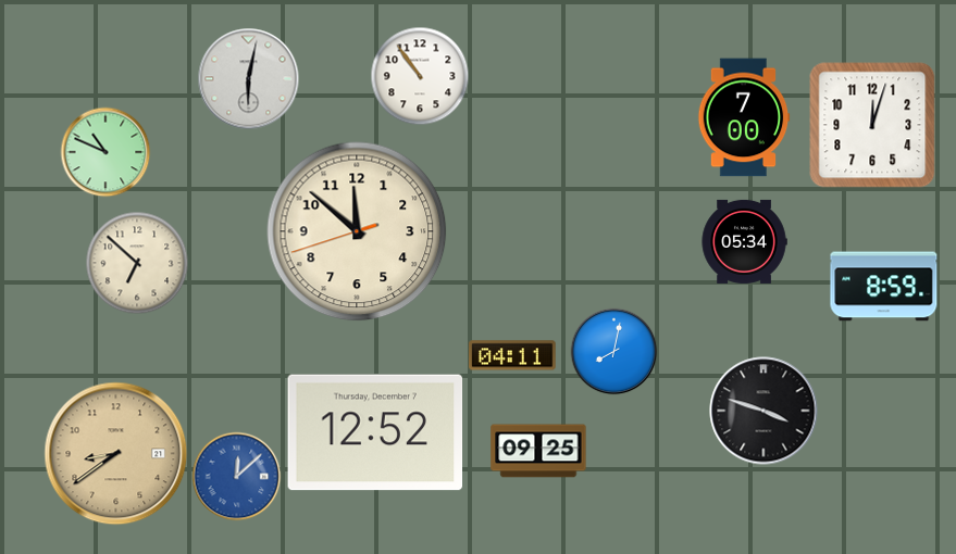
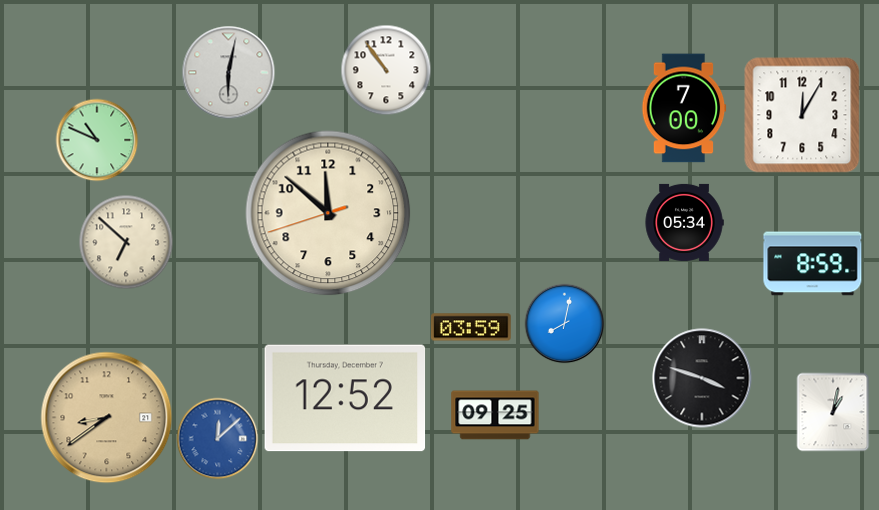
clock at (872, 125): 12:03 -> 12:05
clock at (513, 355): 04:11 -> 03:59
clock at (833, 412): none -> 1:02
